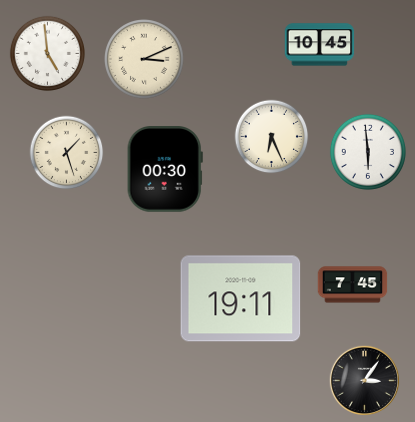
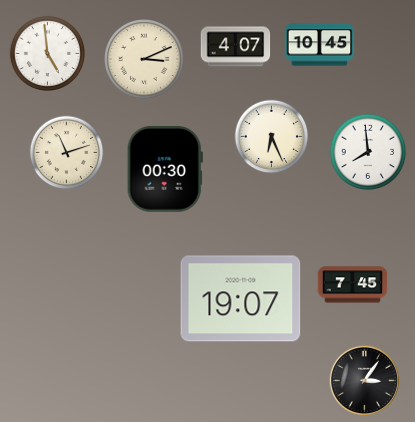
clock at (236, 47): none -> 4:07
clock at (368, 152): 5:59 -> 7:59
clock at (67, 153): 1:27 -> 11:12
clock at (241, 299): 19:11 -> 19:07
